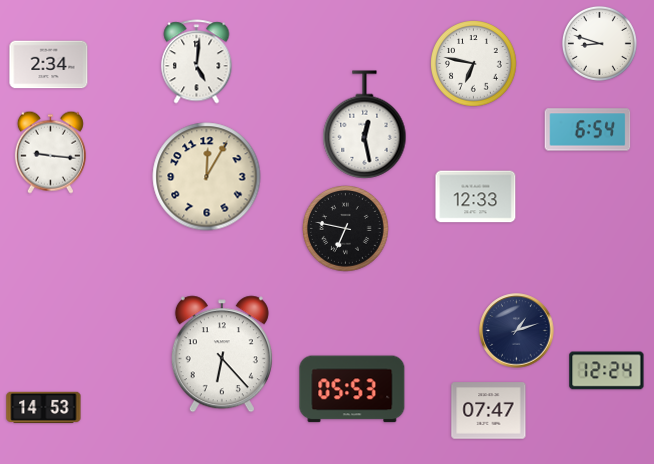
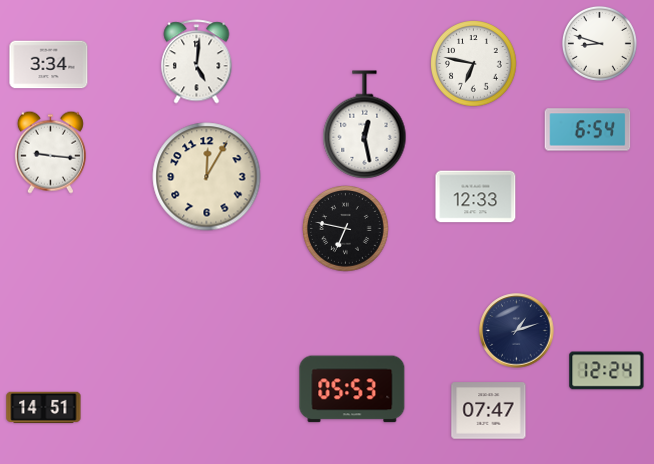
clock at (49, 65): 2:34 -> 3:34
clock at (222, 354): 6:23 -> none
clock at (44, 408): 14:53 -> 14:51
